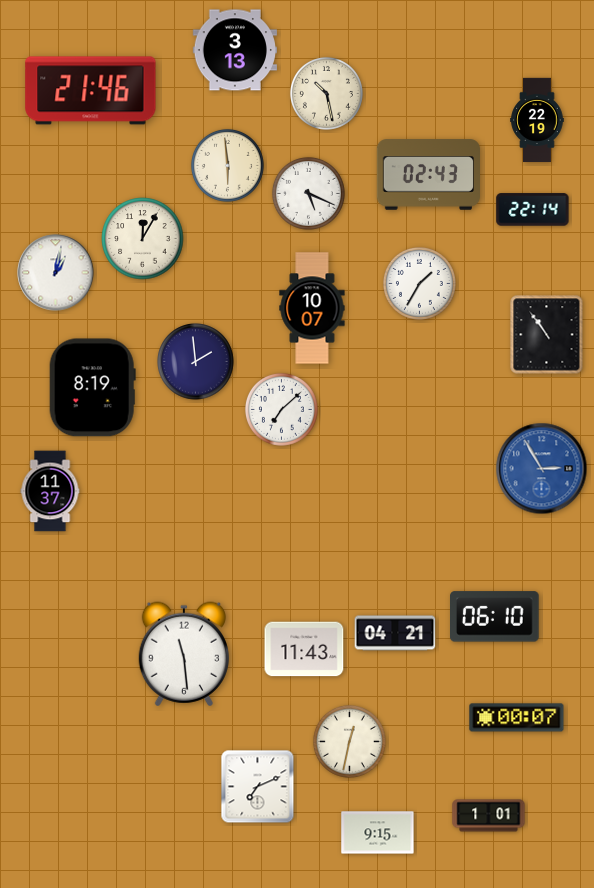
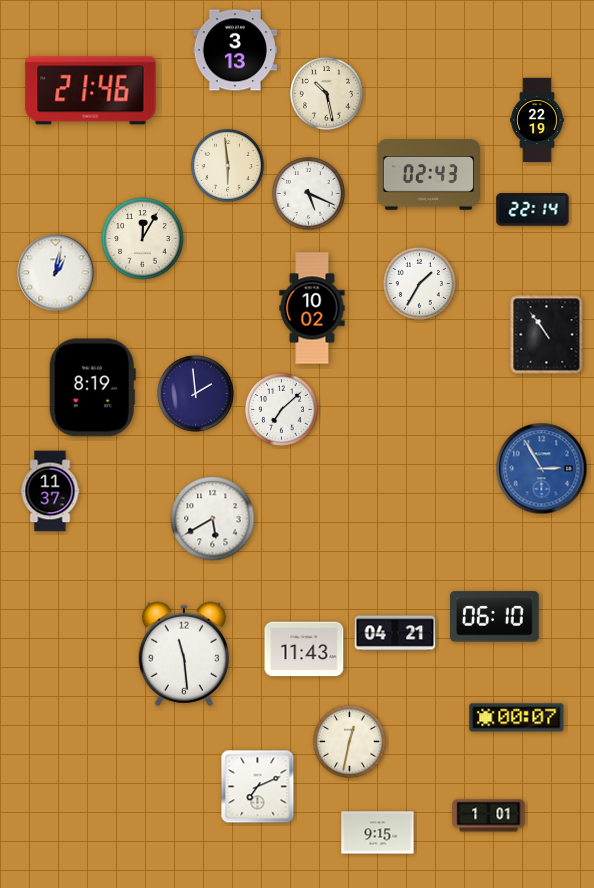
clock at (312, 308): 10:07 -> 10:02
clock at (196, 362) position: (196, 362) -> (196, 394)
clock at (213, 519): none -> 5:40
